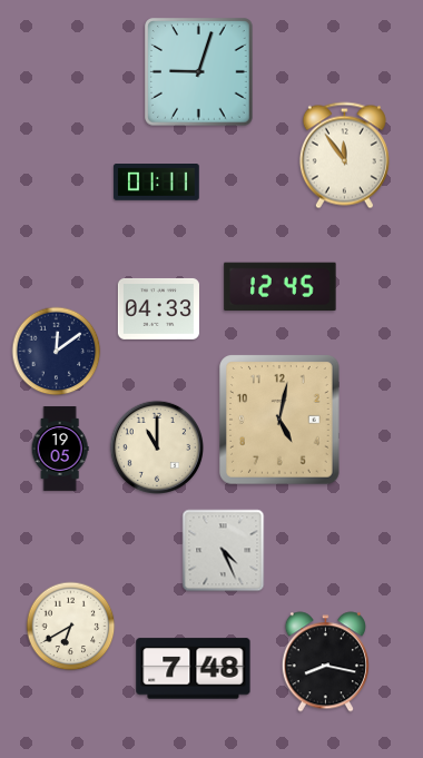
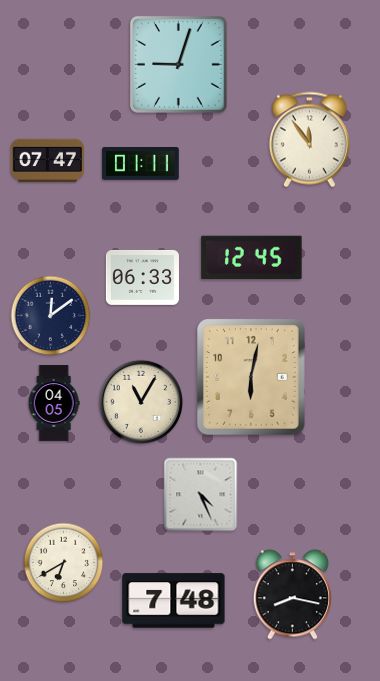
clock at (47, 160): none -> 07:47
clock at (158, 308): 04:33 -> 06:33
clock at (281, 421): 5:02 -> 6:02
clock at (156, 446): 11:00 -> 11:05
clock at (60, 449): 19:05 -> 04:05
